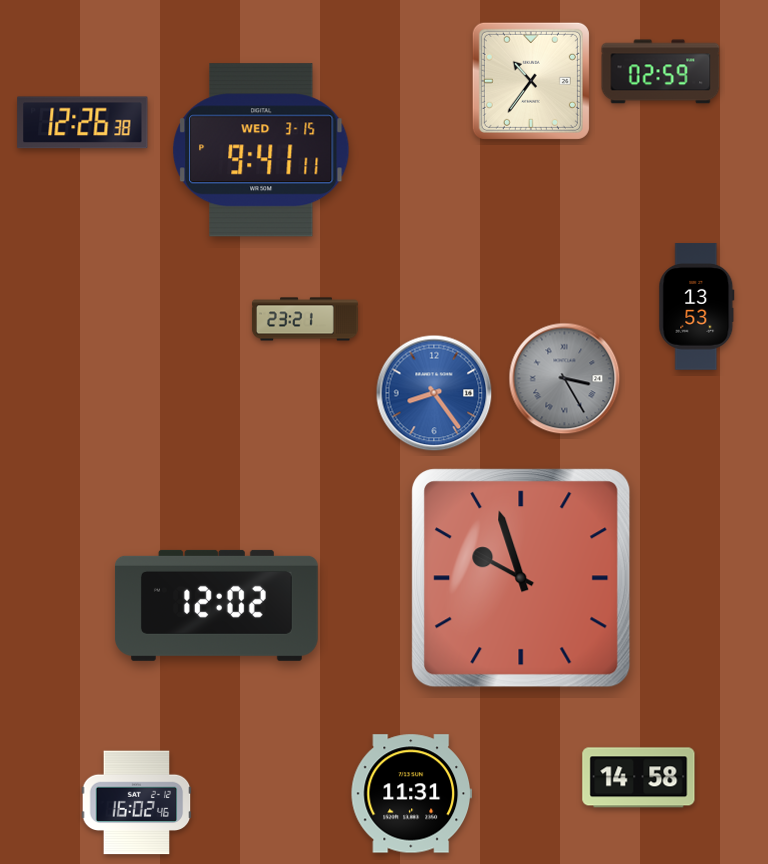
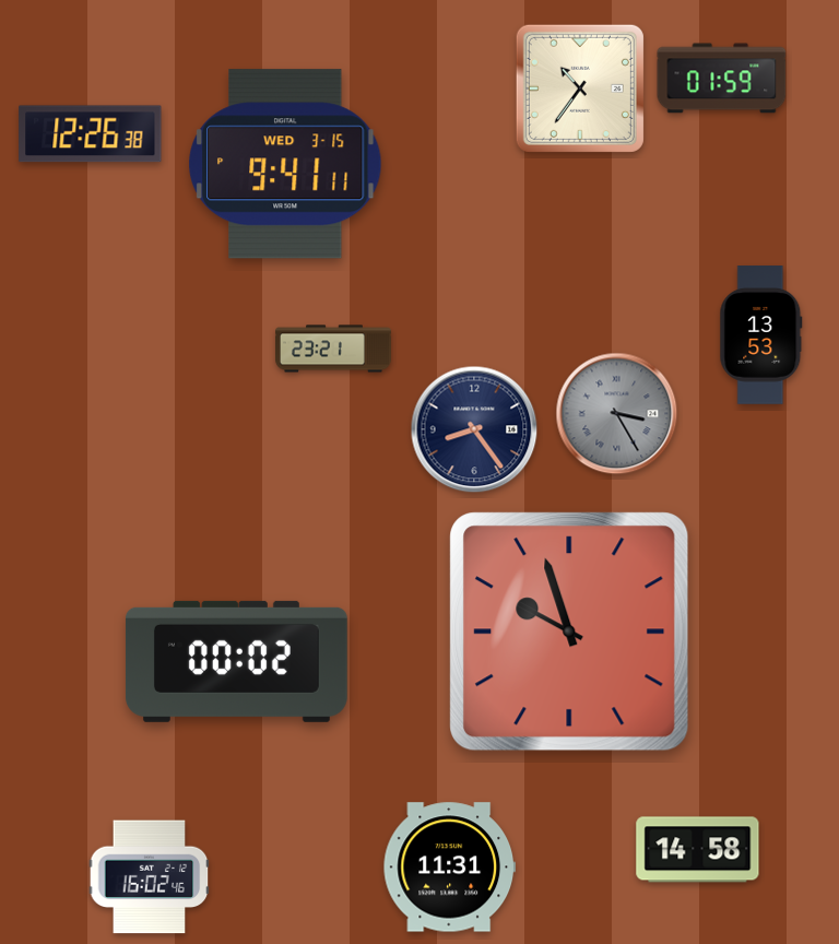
clock at (661, 72): 02:59 -> 01:59
clock at (434, 393) dial: blue -> navy
clock at (216, 605): 12:02 -> 00:02
